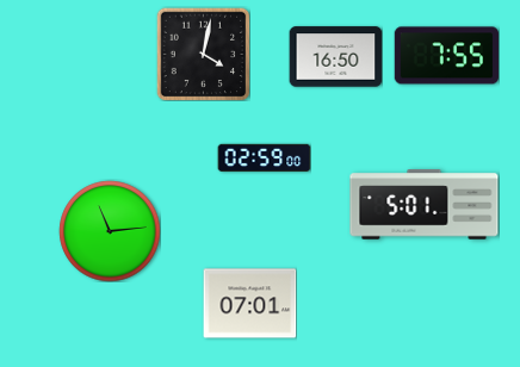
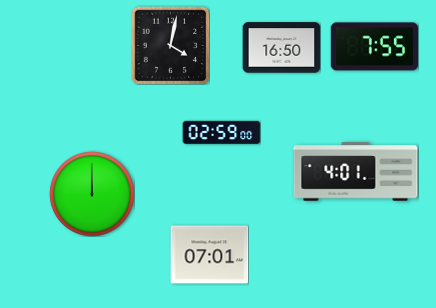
clock at (425, 205): 5:01 -> 4:01
clock at (110, 231): 11:14 -> 12:00
